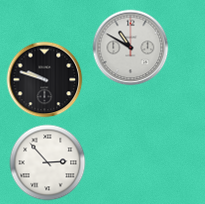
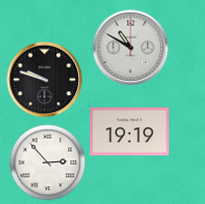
clock at (129, 132): none -> 19:19
